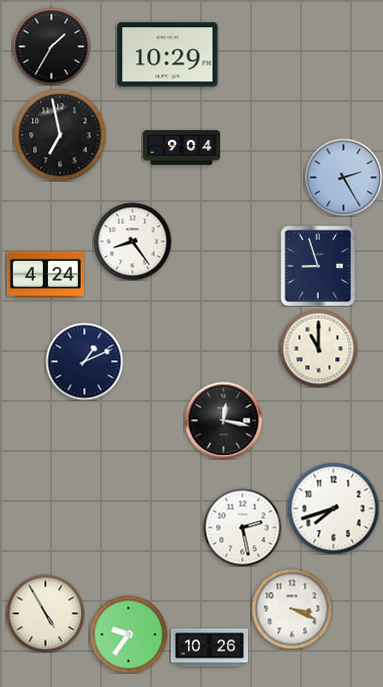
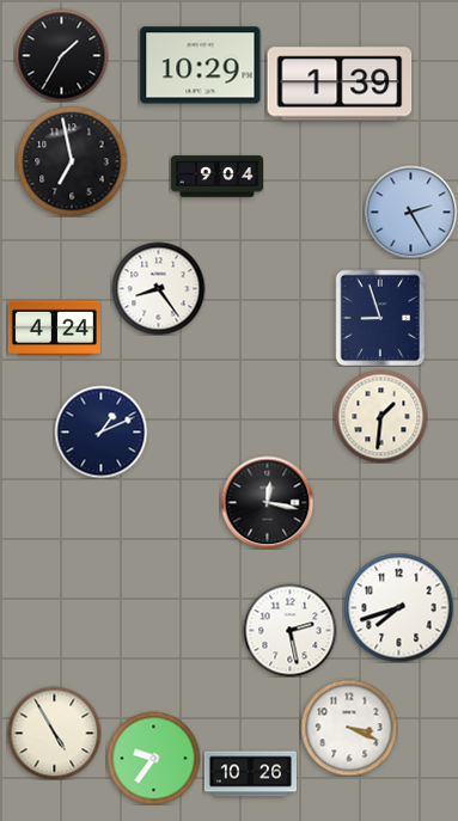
clock at (340, 84): none -> 1:39
clock at (318, 348): 11:00 -> 1:31
